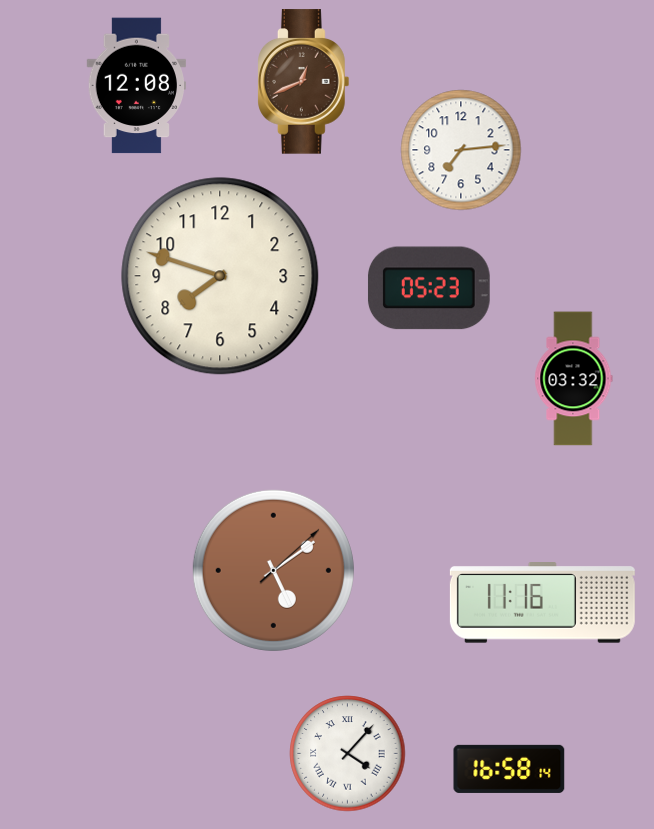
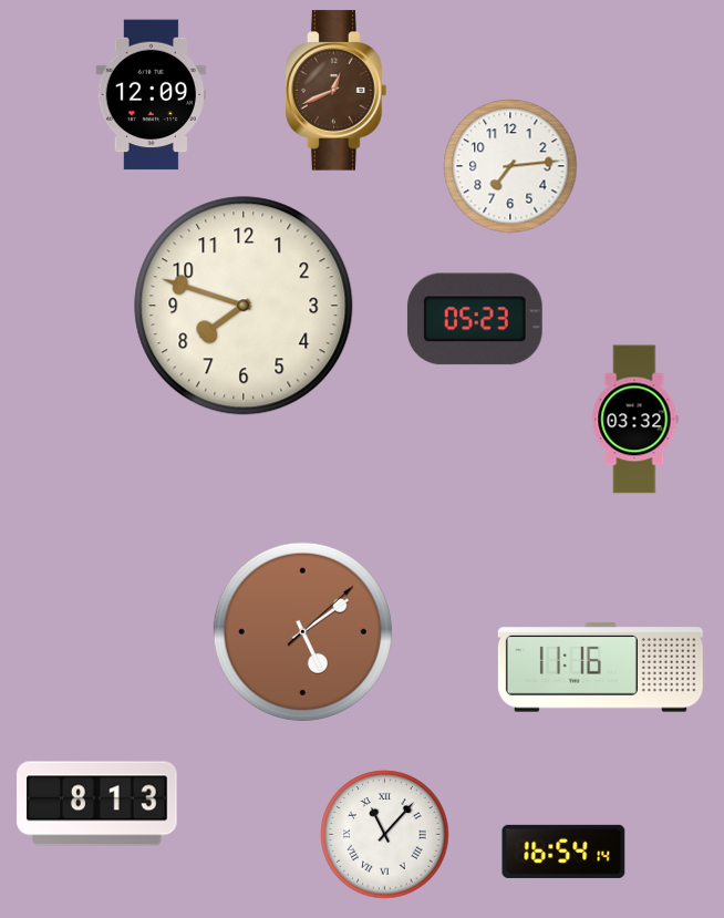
clock at (136, 86): 12:08 -> 12:09
clock at (97, 804): none -> 8:13
clock at (348, 754): 4:07 -> 11:07
clock at (509, 769): 16:58 -> 16:54
